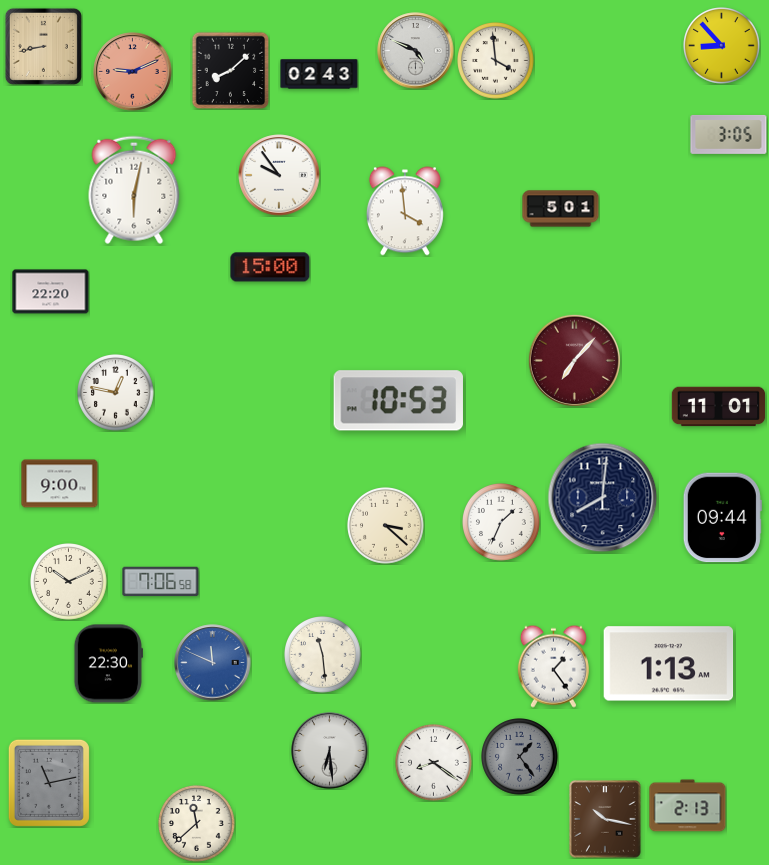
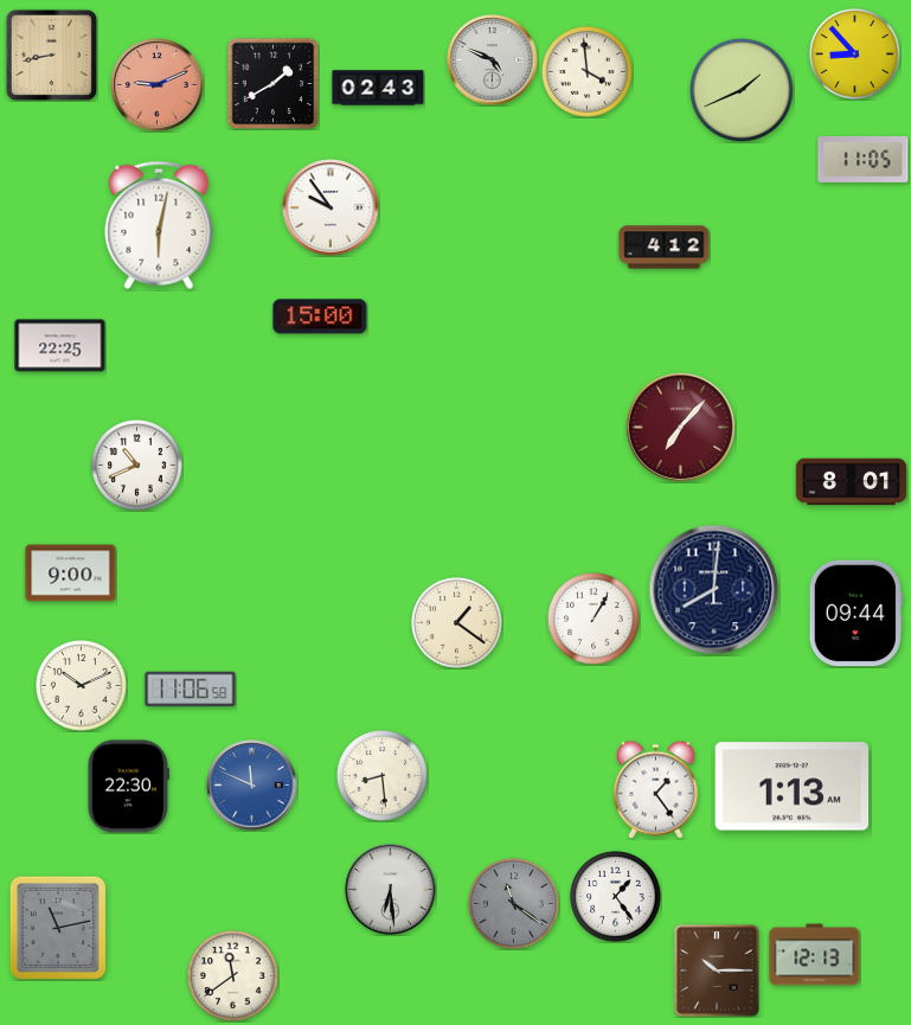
clock at (230, 70): 8:08 -> 1:40
clock at (742, 90): none -> 1:41
clock at (729, 134): 3:05 -> 11:05
clock at (561, 209): 5:01 -> 4:12
clock at (405, 211): 3:59 -> none
clock at (51, 292): 22:20 -> 22:25
clock at (116, 393): 12:47 -> 10:41
clock at (398, 401): 10:53 -> none
clock at (719, 407): 11:01 -> 8:01
clock at (502, 523): 1:34 -> 1:05
clock at (386, 526): 3:22 -> 1:21
clock at (69, 582) position: (69, 582) -> (82, 686)
clock at (161, 582): 7:06 -> 11:06
clock at (323, 655): 11:29 -> 8:29
clock at (520, 757) dial: grey -> white
clock at (434, 763): 8:21 -> 11:21
clock at (434, 763) dial: white -> grey
clock at (688, 806): 2:13 -> 12:13
clock at (605, 819): 10:17 -> 10:15
clock at (197, 824): 11:38 -> 11:39
